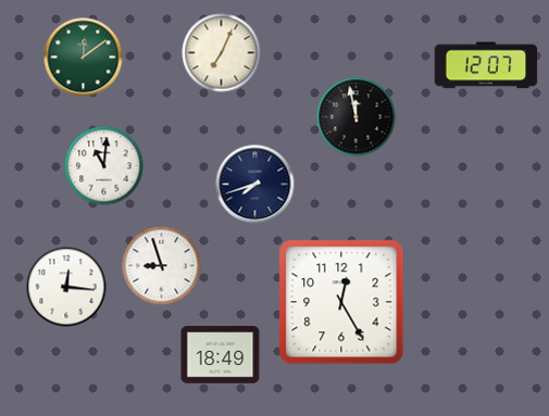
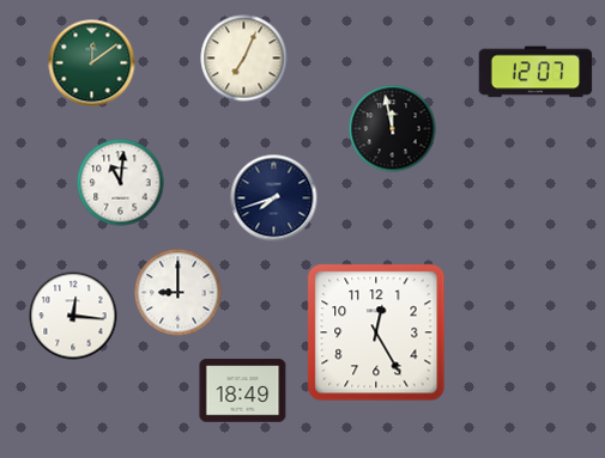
clock at (104, 166) position: (104, 166) -> (121, 183)
clock at (255, 185) position: (255, 185) -> (274, 199)
clock at (162, 266): 8:57 -> 9:00
